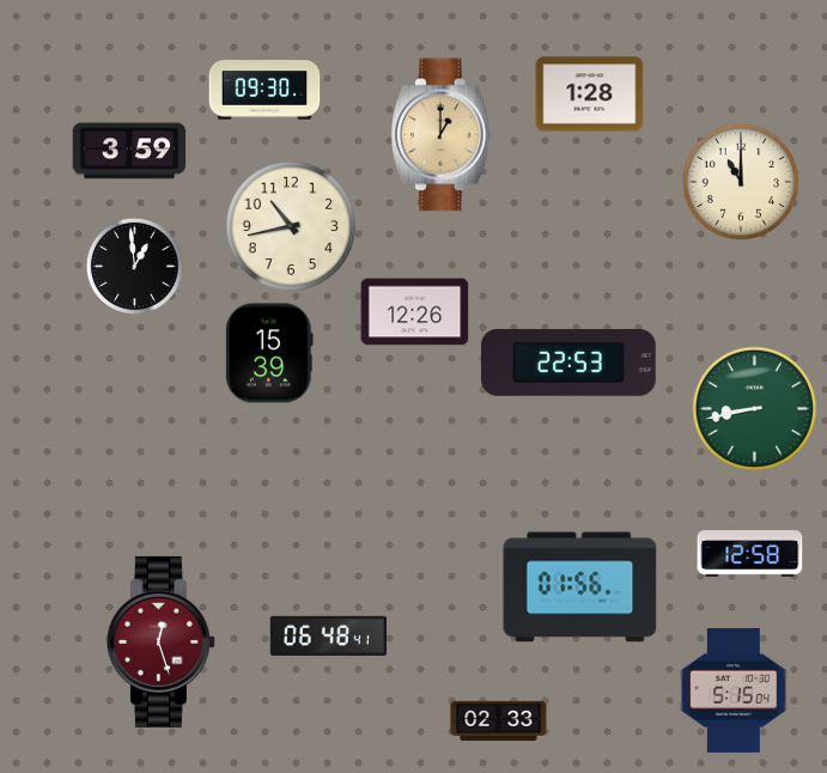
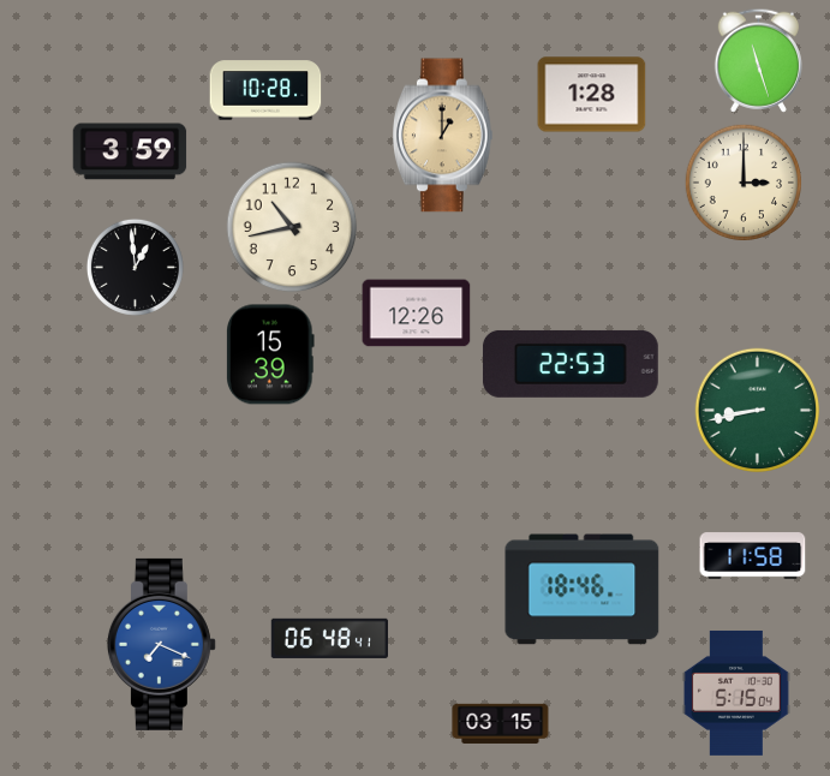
clock at (758, 60): none -> 11:27
clock at (264, 90): 09:30 -> 10:28
clock at (741, 182): 11:00 -> 3:00
clock at (750, 554): 12:58 -> 11:58
clock at (580, 588): 01:56 -> 18:46
clock at (160, 641): 12:27 -> 7:19
clock at (160, 641) dial: burgundy -> blue
clock at (499, 720): 02:33 -> 03:15
